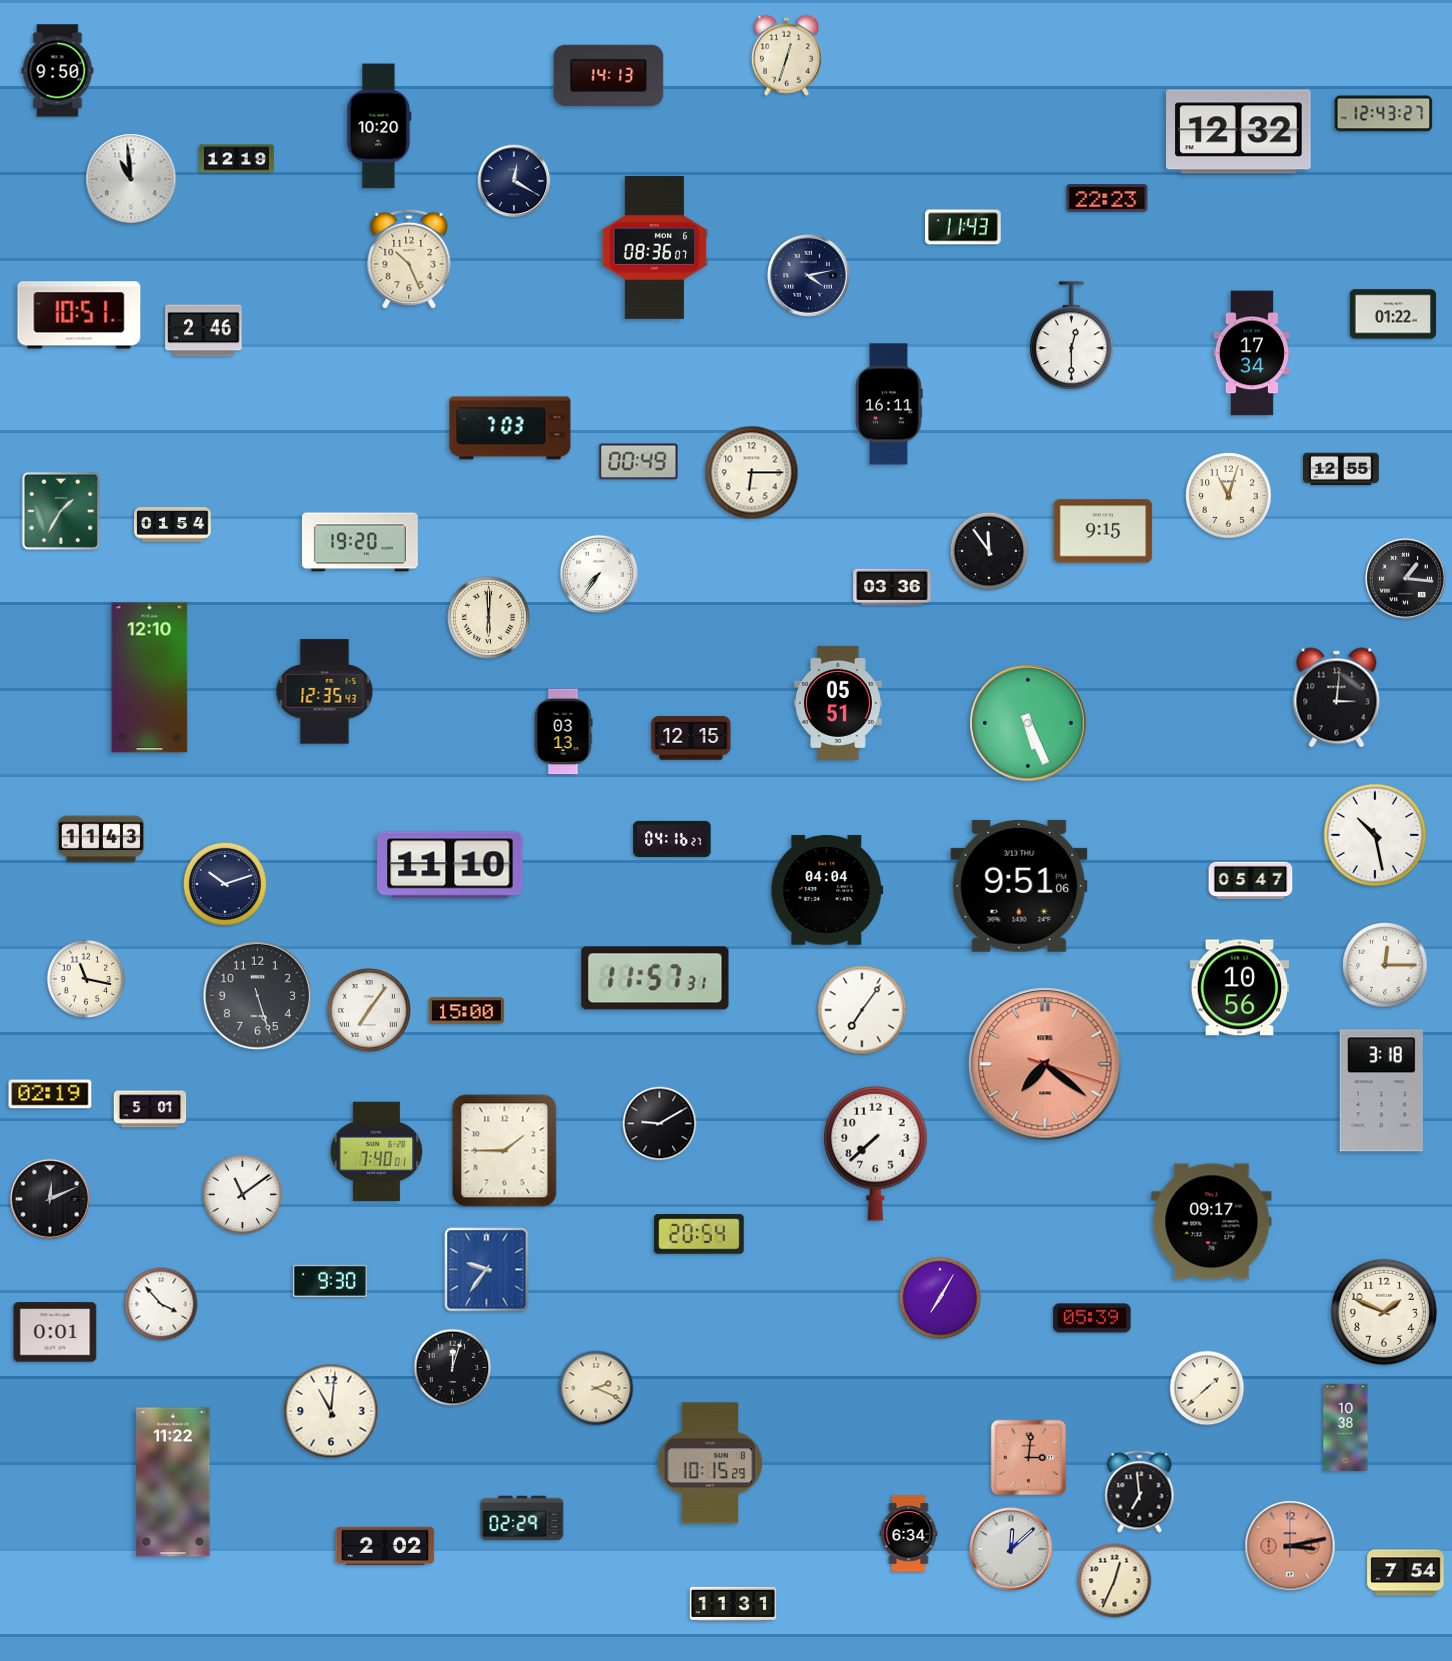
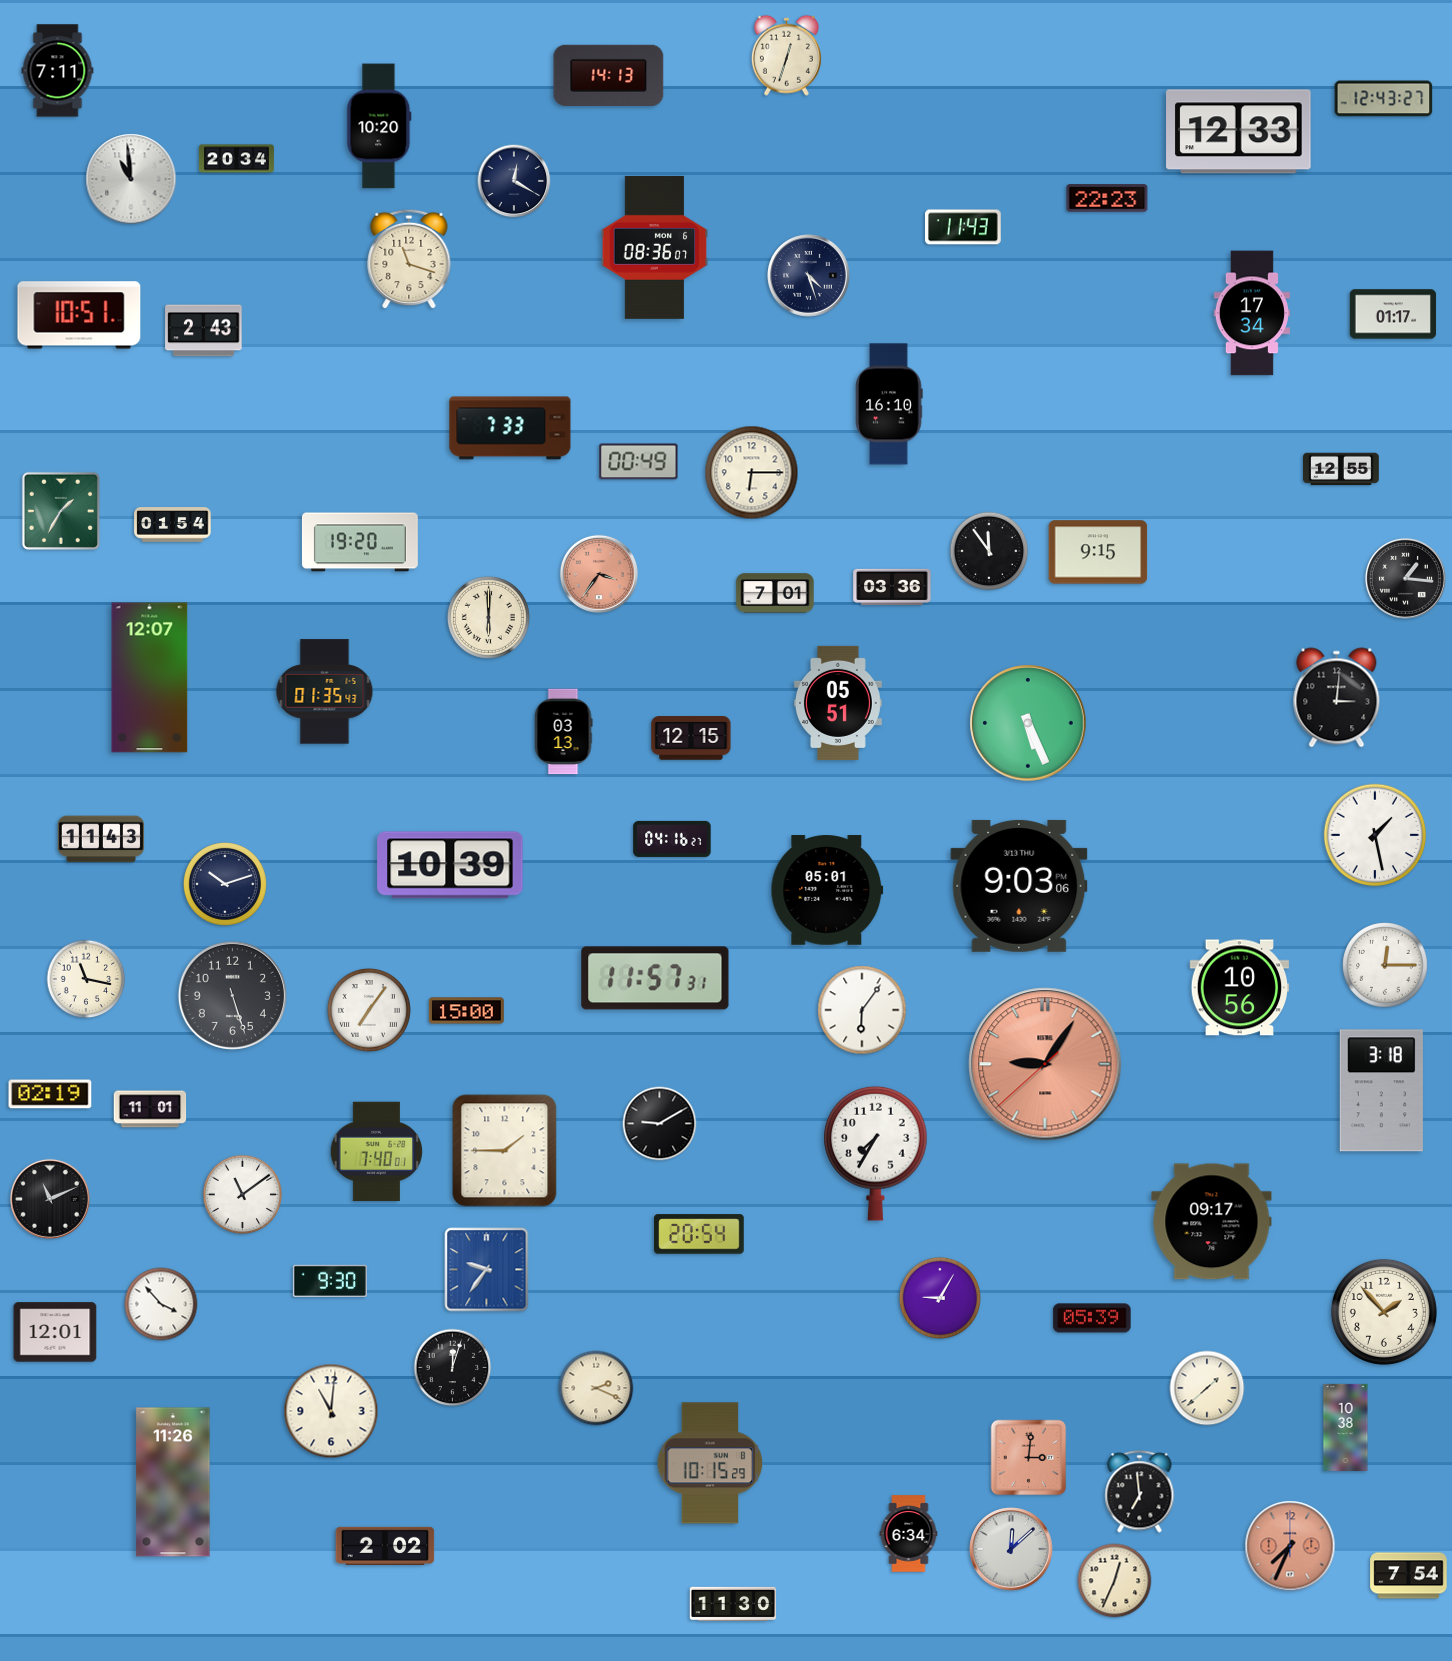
clock at (58, 71): 9:50 -> 7:11
clock at (1384, 114) position: (1384, 114) -> (1384, 99)
clock at (1239, 132): 12:32 -> 12:33
clock at (236, 159): 12:19 -> 20:34
clock at (409, 259): 10:26 -> 11:18
clock at (809, 276): 4:13 -> 4:27
clock at (1393, 314): 01:22 -> 01:17
clock at (204, 331): 2:46 -> 2:43
clock at (1072, 336): 12:30 -> none
clock at (1252, 353) position: (1252, 353) -> (1252, 313)
clock at (889, 404): 16:11 -> 16:10
clock at (510, 428): 7:03 -> 7:33
clock at (1229, 496): 11:03 -> none
clock at (1103, 531) position: (1103, 531) -> (1098, 552)
clock at (599, 574): 7:36 -> 3:36
clock at (599, 574) dial: white -> salmon
clock at (775, 593): none -> 7:01
clock at (150, 678): 12:10 -> 12:07
clock at (325, 692): 12:35 -> 01:35
clock at (1375, 835): 10:28 -> 1:28
clock at (450, 865): 11:10 -> 10:39
clock at (1251, 881): 05:47 -> none
clock at (1019, 886): 9:51 -> 9:03
clock at (827, 890): 04:04 -> 05:01
clock at (257, 995) position: (257, 995) -> (232, 995)
clock at (862, 1010): 7:06 -> 6:06
clock at (1045, 1064): 7:21 -> 9:05
clock at (150, 1109): 5:01 -> 11:01
clock at (876, 1153): 7:38 -> 7:35
clock at (50, 1199): 12:11 -> 11:11
clock at (940, 1298): 7:05 -> 9:05
clock at (1384, 1312): 1:49 -> 1:53
clock at (55, 1332): 0:01 -> 12:01
clock at (173, 1482): 11:22 -> 11:26
clock at (522, 1518): 02:29 -> none
clock at (1290, 1546): 3:13 -> 7:34
clock at (1406, 1573) position: (1406, 1573) -> (1409, 1576)
clock at (733, 1604): 11:31 -> 11:30
